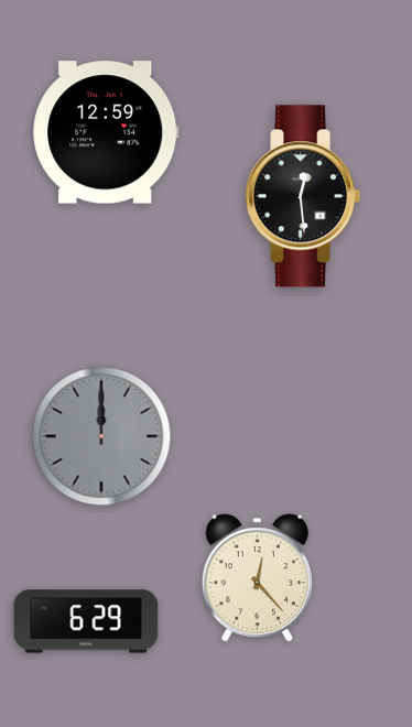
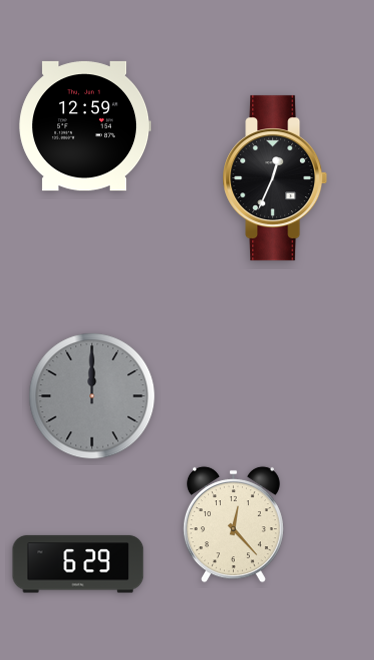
clock at (106, 132) position: (106, 132) -> (85, 126)
clock at (303, 196): 12:29 -> 12:34
